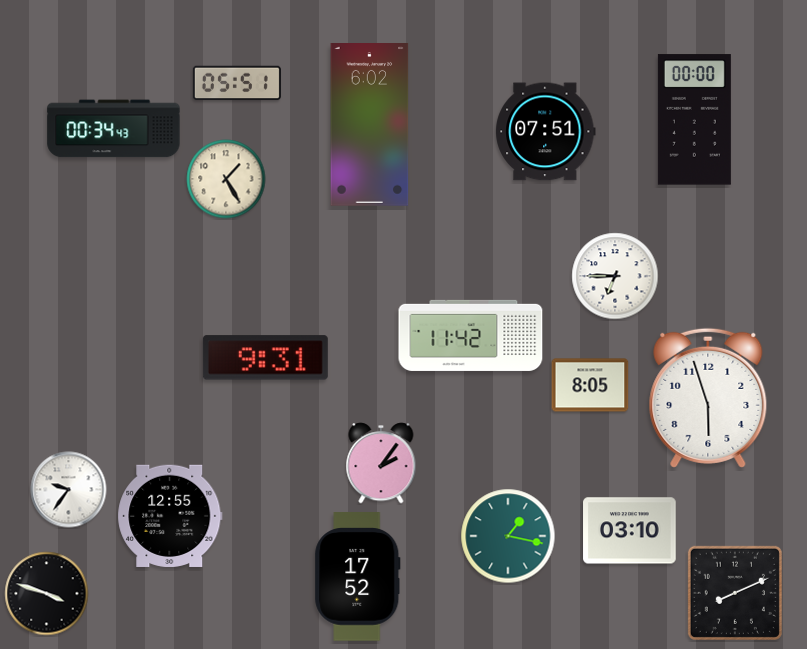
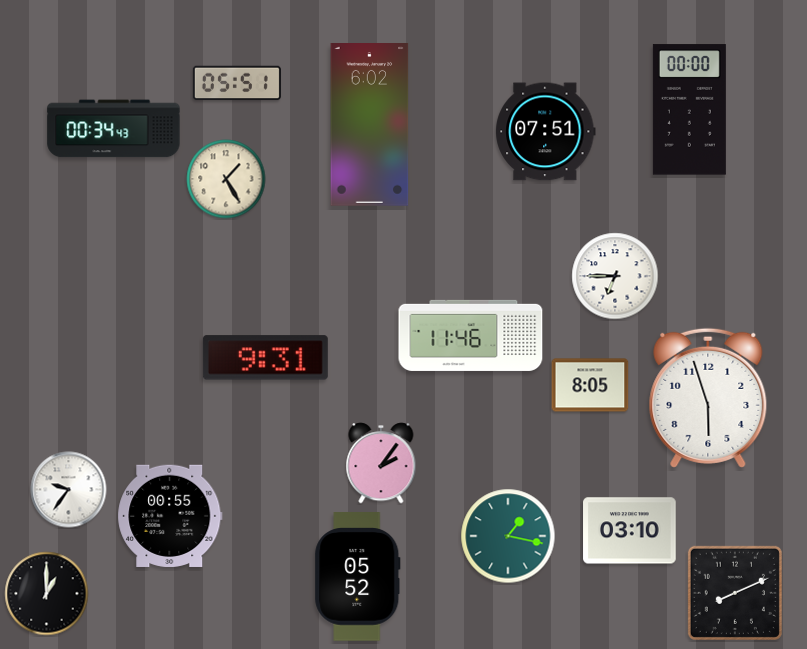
clock at (694, 120) position: (694, 120) -> (689, 110)
clock at (471, 335): 11:42 -> 11:46
clock at (170, 516): 12:55 -> 00:55
clock at (358, 577): 17:52 -> 05:52
clock at (47, 594): 3:48 -> 1:00
